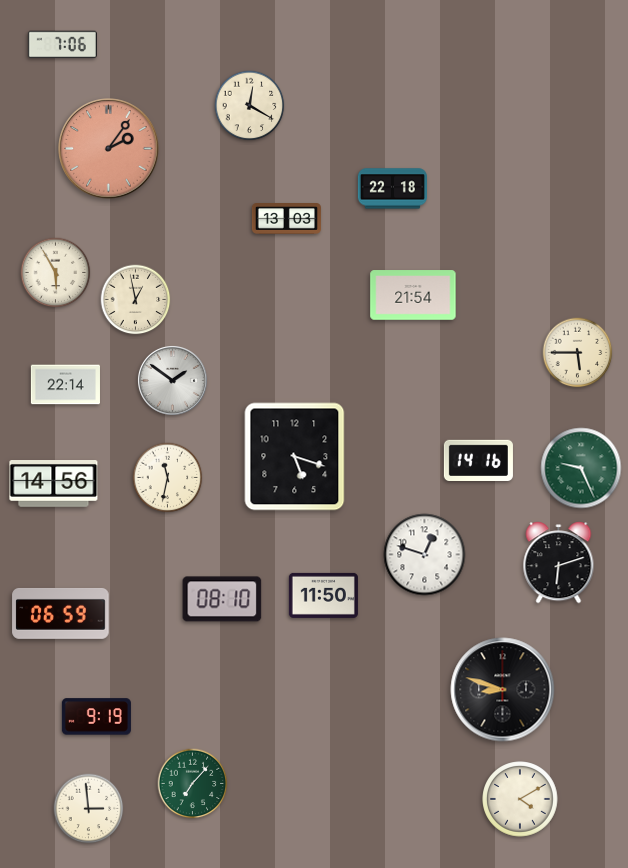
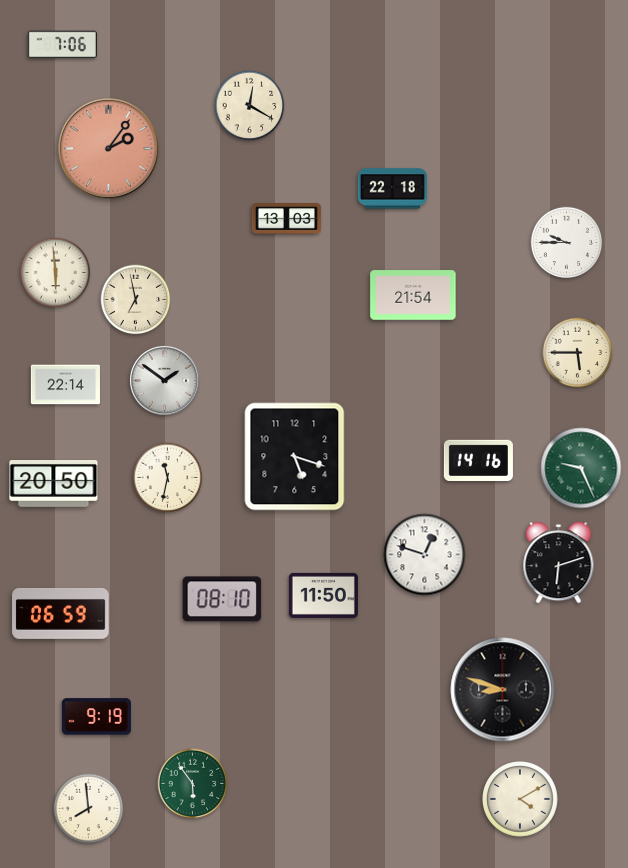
clock at (567, 243): none -> 9:45
clock at (56, 273): 5:55 -> 5:59
clock at (136, 300): 12:58 -> 6:58
clock at (172, 380) position: (172, 380) -> (164, 380)
clock at (54, 484): 14:56 -> 20:50
clock at (193, 784): 7:07 -> 5:54
clock at (89, 809): 2:59 -> 7:59
